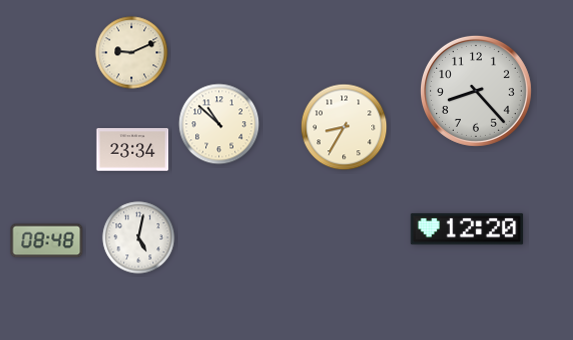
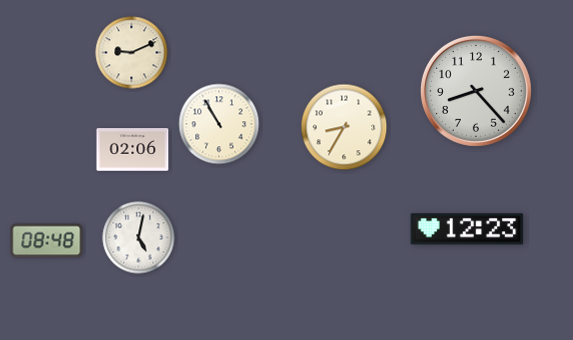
clock at (219, 124): 10:52 -> 10:55
clock at (133, 150): 23:34 -> 02:06
clock at (467, 229): 12:20 -> 12:23
